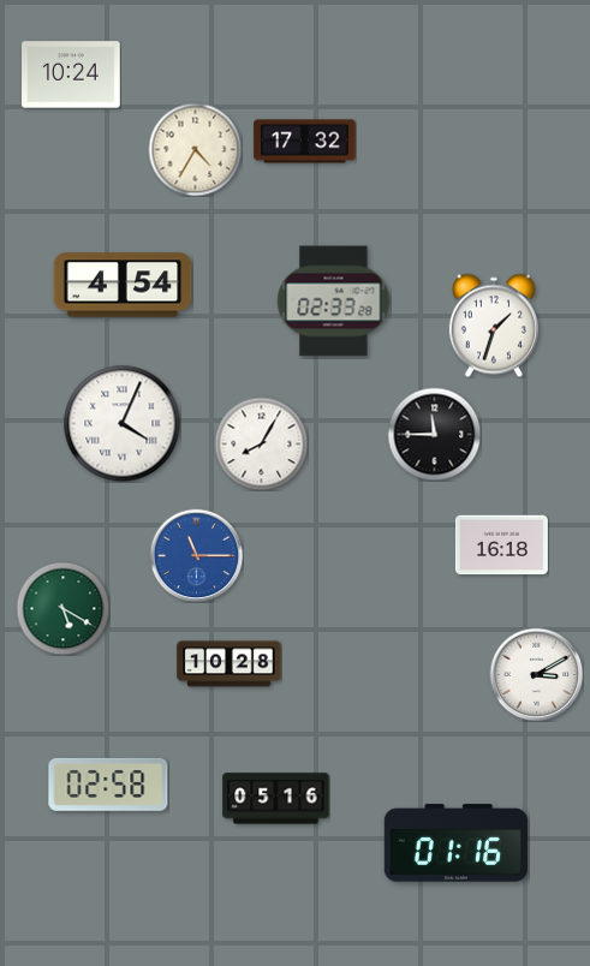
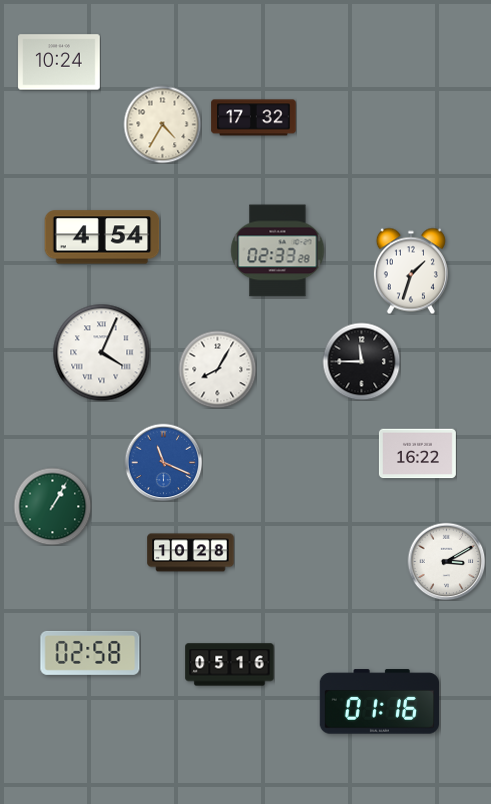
clock at (501, 545): 16:18 -> 16:22
clock at (196, 555): 11:15 -> 11:19
clock at (62, 608): 5:20 -> 1:05
